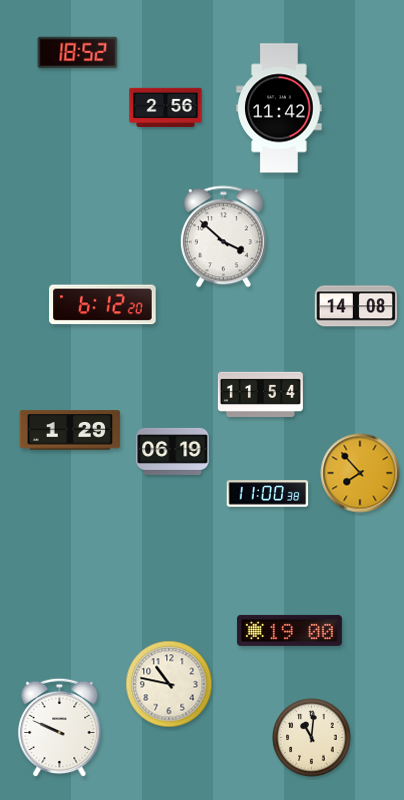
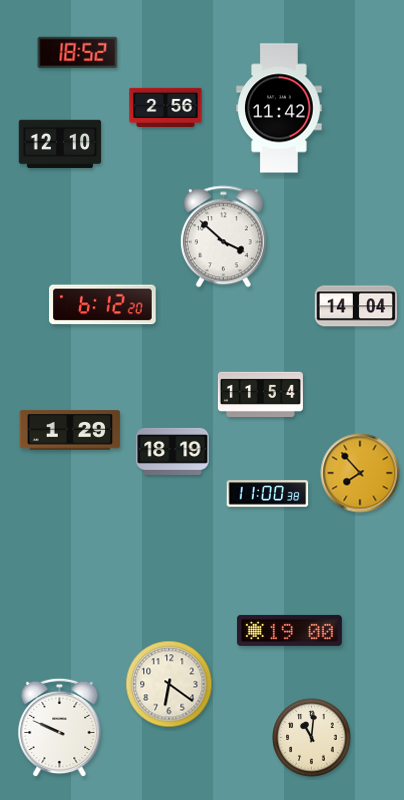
clock at (60, 144): none -> 12:10
clock at (356, 306): 14:08 -> 14:04
clock at (173, 451): 06:19 -> 18:19
clock at (169, 684): 10:47 -> 6:21
